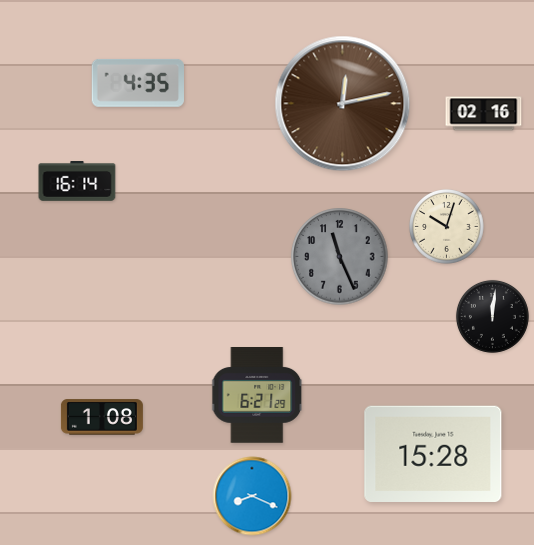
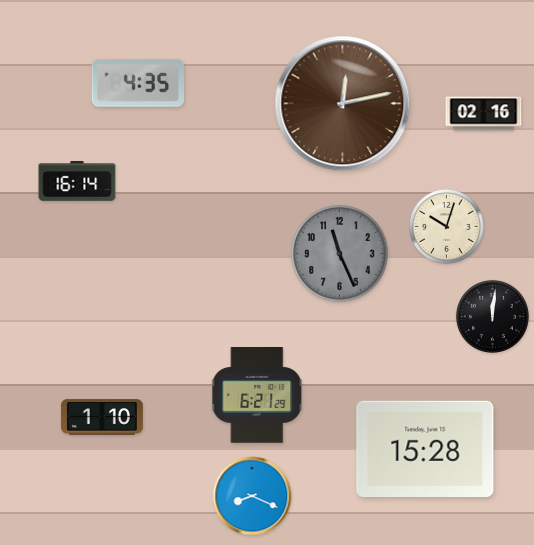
clock at (340, 257) position: (340, 257) -> (340, 254)
clock at (102, 417): 1:08 -> 1:10
clock at (433, 453) position: (433, 453) -> (425, 448)
